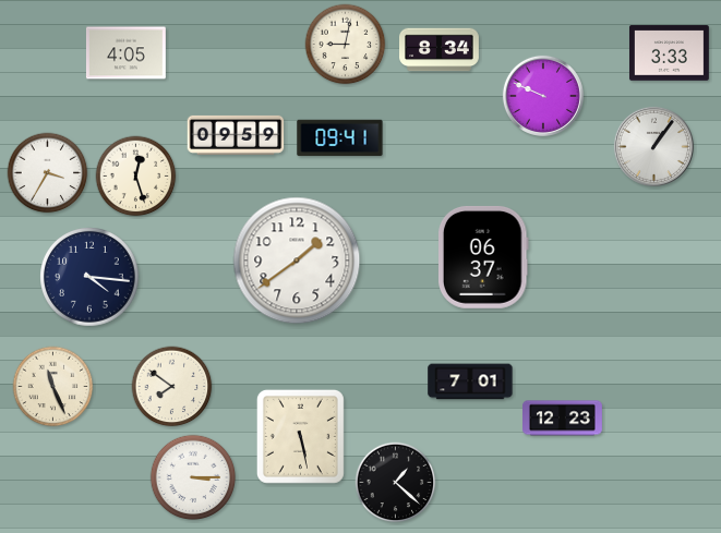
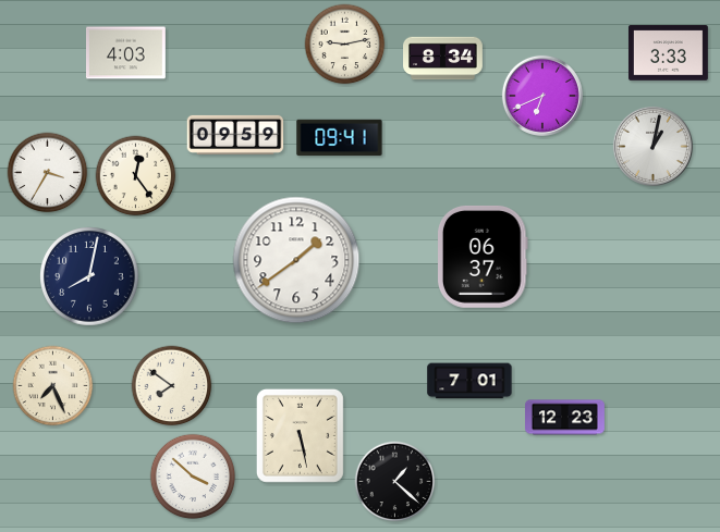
clock at (346, 45): 9:02 -> 9:13
clock at (440, 50) position: (440, 50) -> (443, 59)
clock at (125, 53): 4:05 -> 4:03
clock at (543, 96): 9:49 -> 6:41
clock at (653, 146): 1:06 -> 1:02
clock at (136, 177): 12:27 -> 12:24
clock at (91, 278): 4:16 -> 8:02
clock at (53, 387): 11:26 -> 7:26
clock at (563, 419) position: (563, 419) -> (565, 418)
clock at (193, 477): 3:15 -> 3:52
